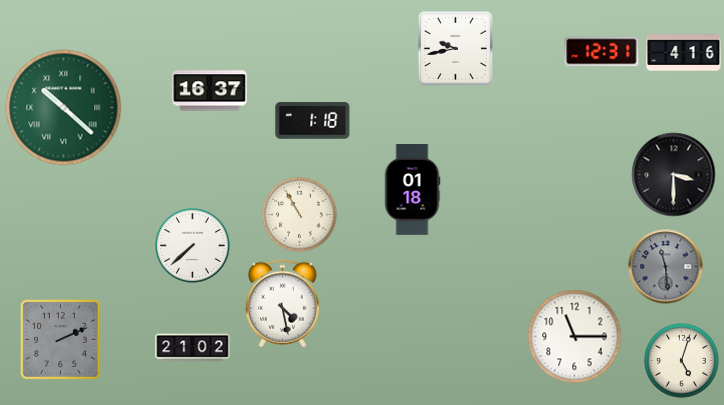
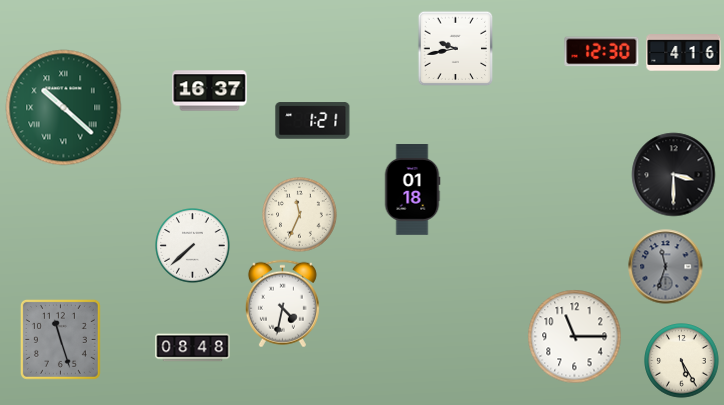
clock at (602, 52): 12:31 -> 12:30
clock at (313, 121): 1:18 -> 1:21
clock at (300, 215): 10:55 -> 11:34
clock at (666, 267): 11:29 -> 11:33
clock at (282, 304): 4:28 -> 4:32
clock at (60, 339): 2:11 -> 11:27
clock at (193, 348): 21:02 -> 08:48
clock at (682, 361): 5:03 -> 5:25
